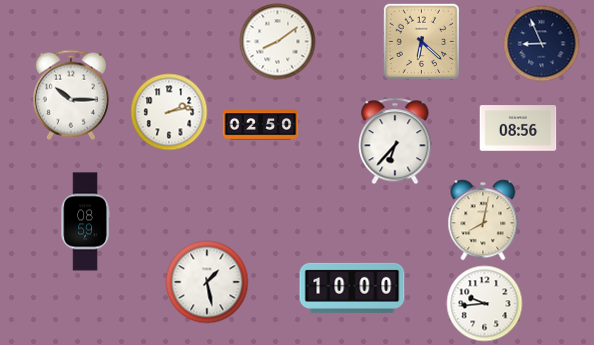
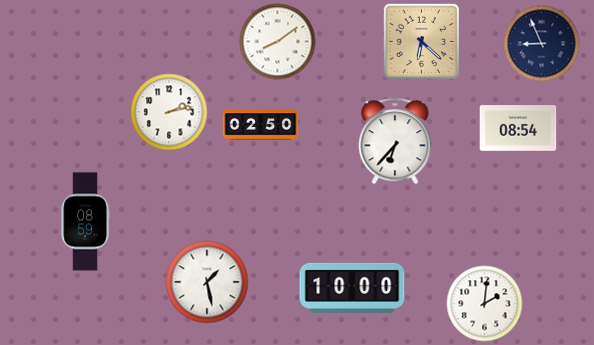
clock at (71, 95): 10:15 -> none
clock at (518, 128): 08:56 -> 08:54
clock at (483, 220): 8:02 -> none
clock at (485, 304): 9:44 -> 2:01
